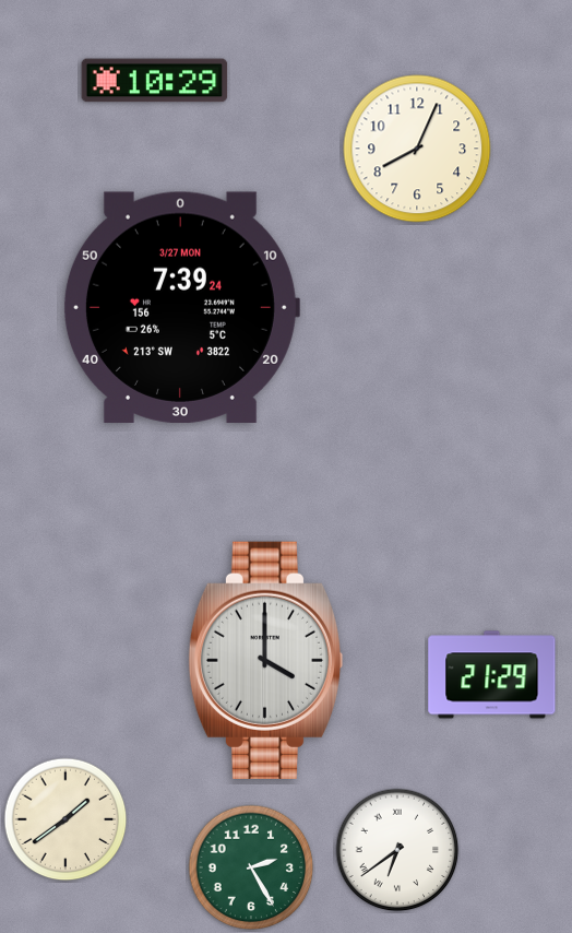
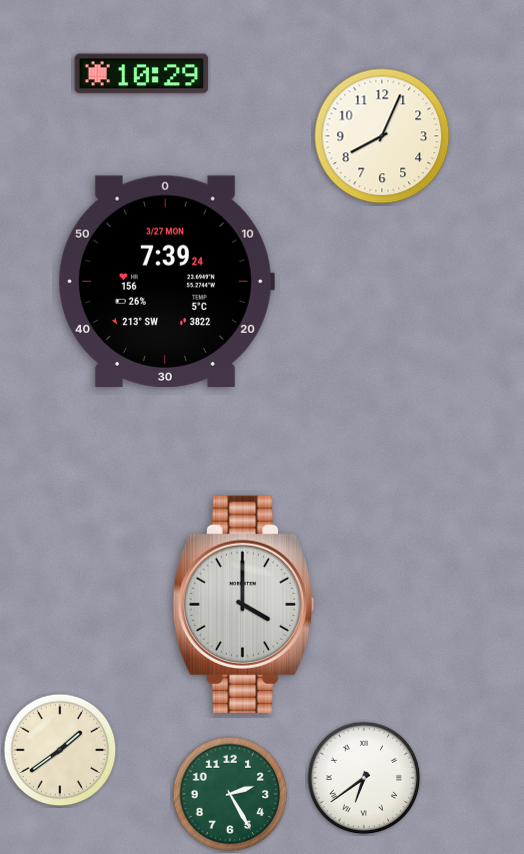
clock at (492, 675): 21:29 -> none
